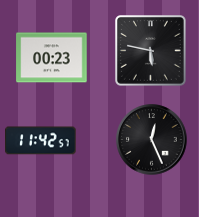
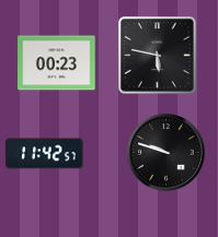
clock at (151, 51) position: (151, 51) -> (158, 56)
clock at (152, 140): 12:26 -> 9:48
